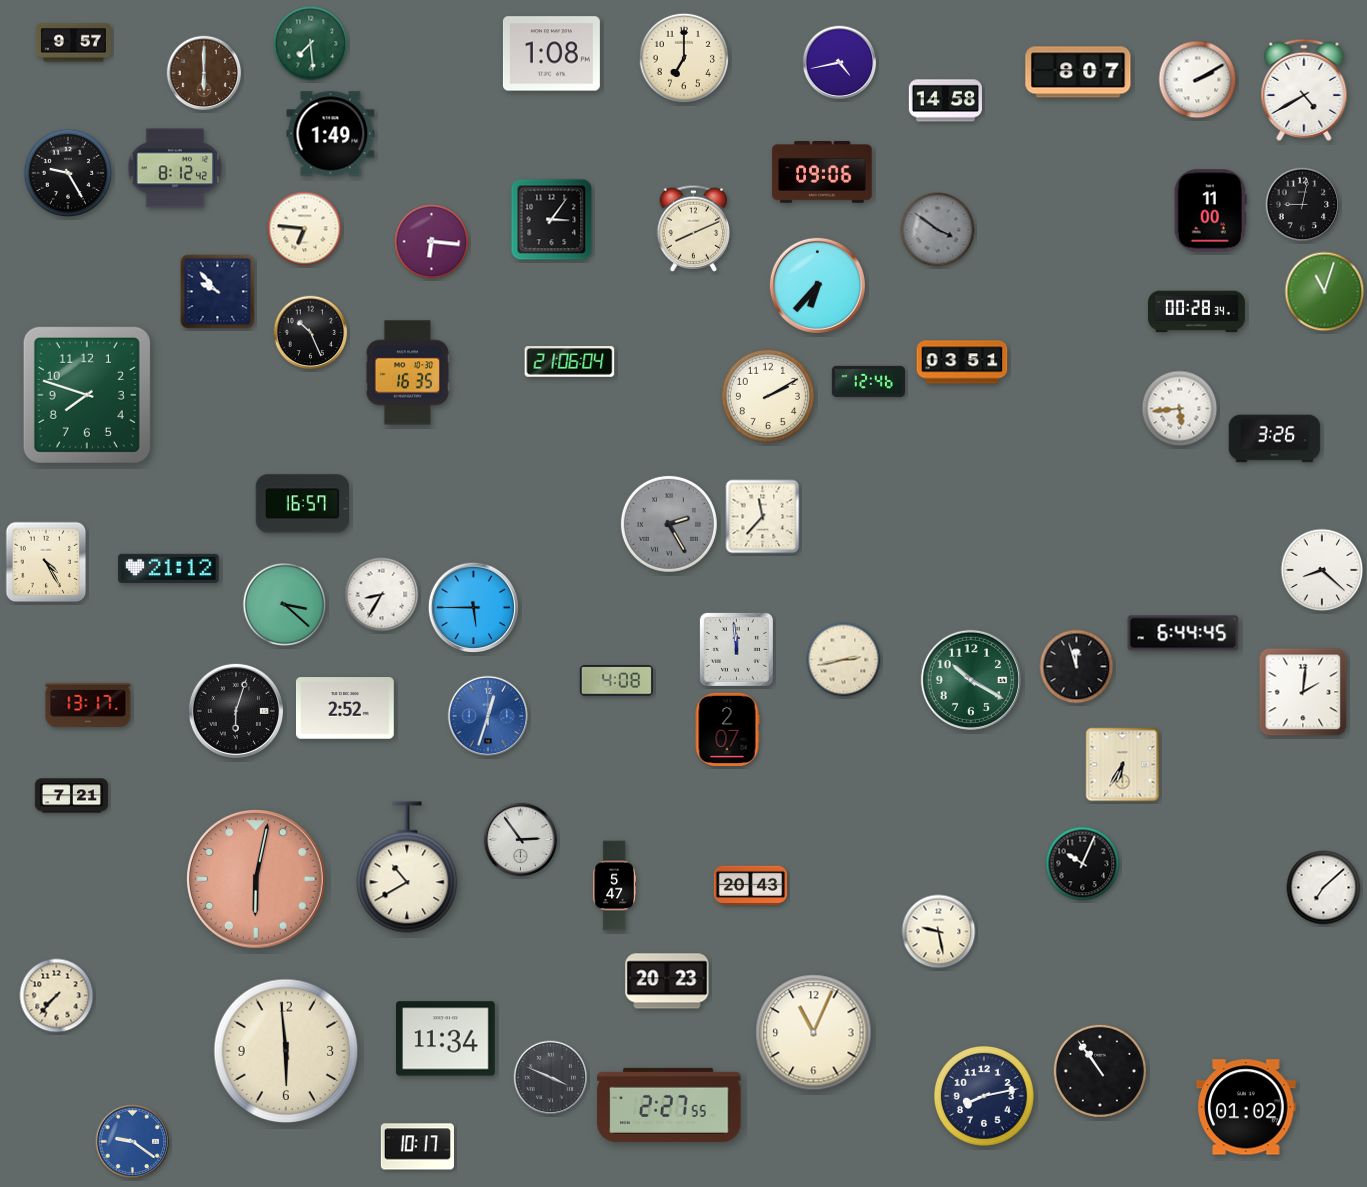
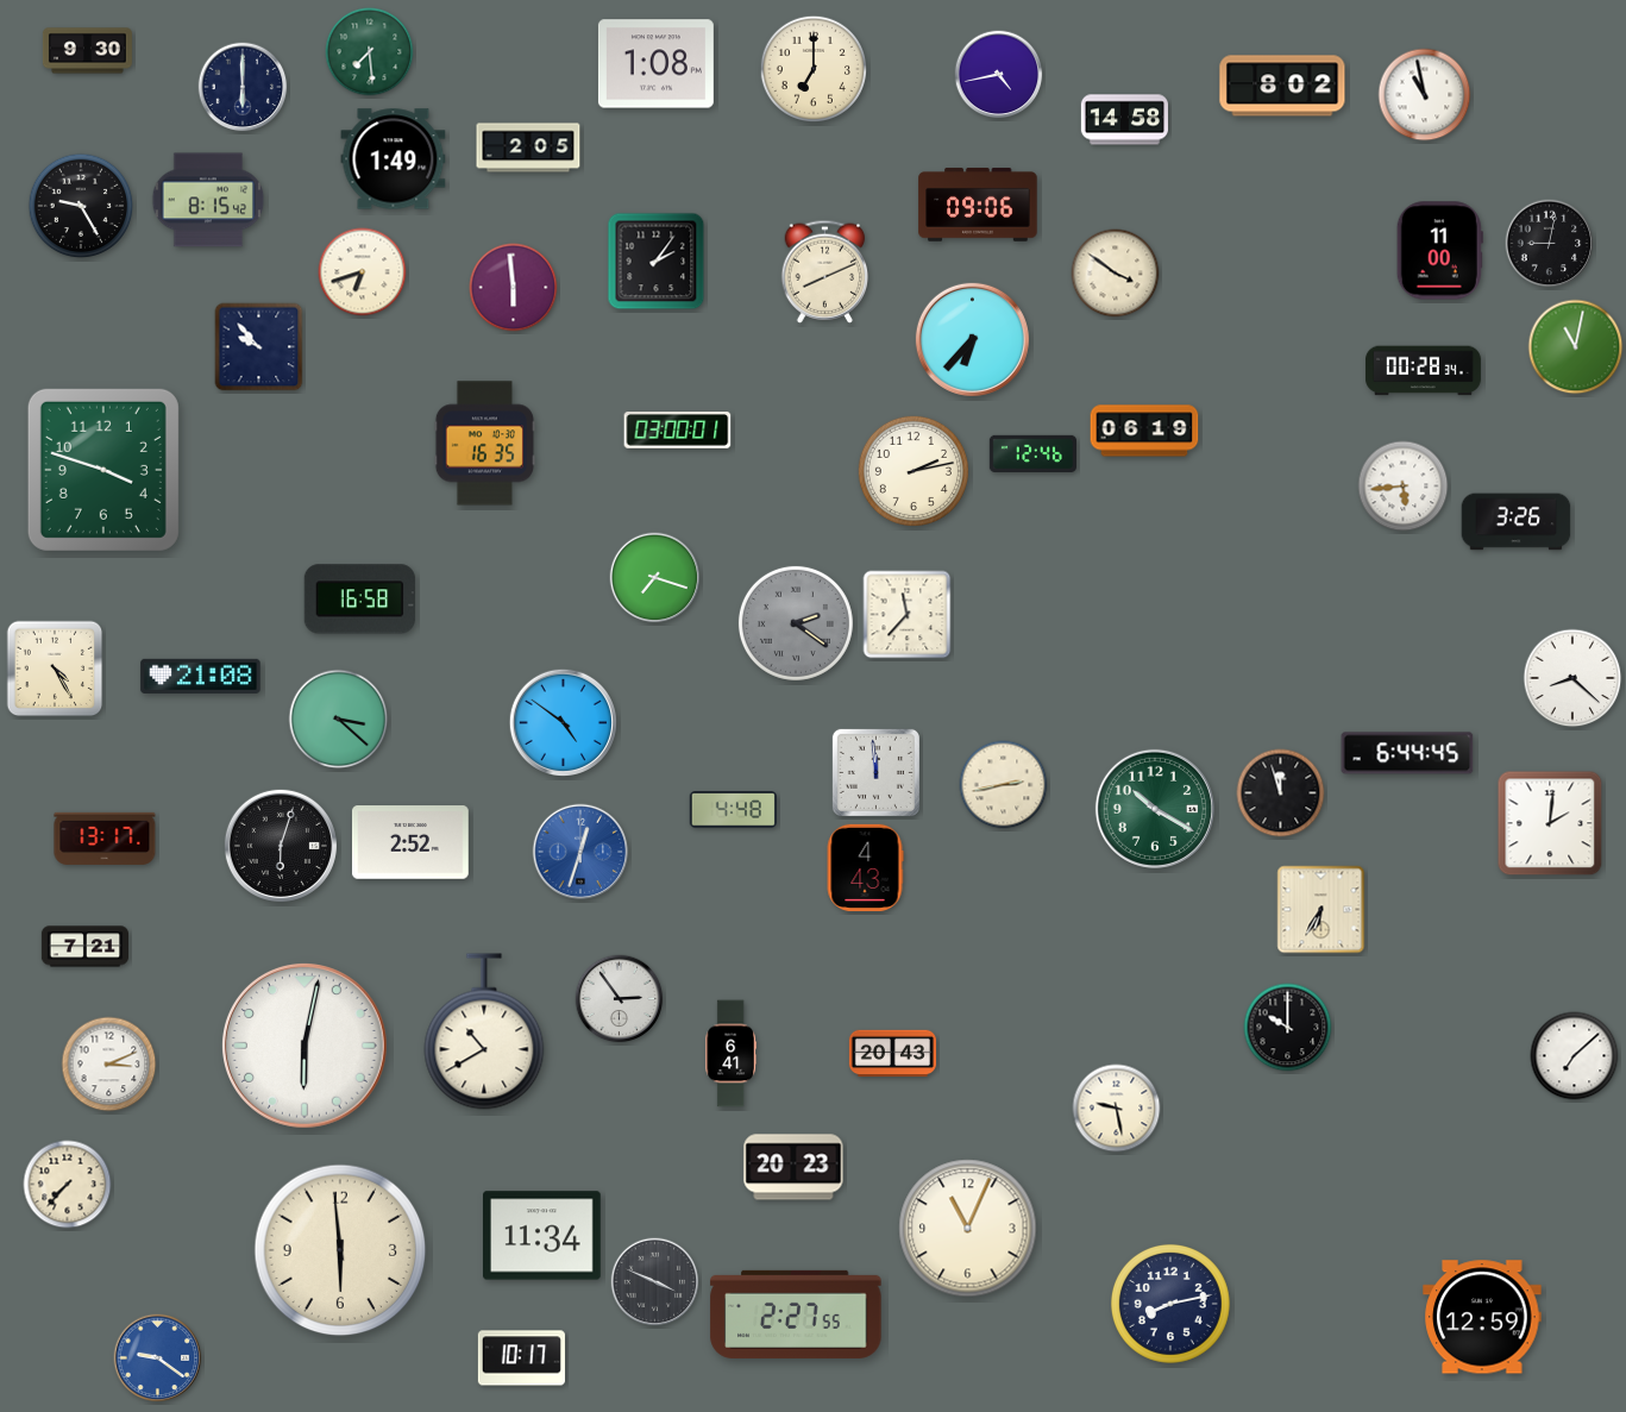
clock at (73, 43): 9:57 -> 9:30
clock at (1078, 72): 8:07 -> 8:02
clock at (204, 73) dial: brown -> navy
clock at (1198, 80): 2:10 -> 10:58
clock at (1304, 90): 4:40 -> none
clock at (528, 148): none -> 2:05
clock at (175, 168): 8:12 -> 8:15
clock at (552, 220): 3:06 -> 2:06
clock at (305, 229): 6:46 -> 6:42
clock at (938, 230) dial: grey -> cream
clock at (432, 242): 6:16 -> 5:59
clock at (1325, 292): 11:03 -> 11:02
clock at (311, 333): 10:26 -> none
clock at (570, 362): 21:06 -> 03:00
clock at (962, 362): 03:51 -> 06:19
clock at (87, 395): 7:48 -> 3:48
clock at (768, 396): 2:10 -> 2:13
clock at (655, 578): none -> 7:18
clock at (302, 504): 16:57 -> 16:58
clock at (669, 524): 2:25 -> 2:21
clock at (169, 568): 21:12 -> 21:08
clock at (382, 595): 8:35 -> none
clock at (473, 607): 5:45 -> 4:51
clock at (616, 681): 4:08 -> 4:48
clock at (727, 729): 2:07 -> 4:43
clock at (1123, 765) position: (1123, 765) -> (1321, 910)
clock at (1083, 864): 10:04 -> 10:00
clock at (256, 879) dial: salmon -> white
clock at (614, 886): 5:47 -> 6:41
clock at (109, 1065): none -> 3:11
clock at (446, 1039) position: (446, 1039) -> (542, 1236)
clock at (1100, 1071): 10:54 -> none
clock at (1246, 1107): 01:02 -> 12:59
clock at (417, 1147) position: (417, 1147) -> (521, 1358)
